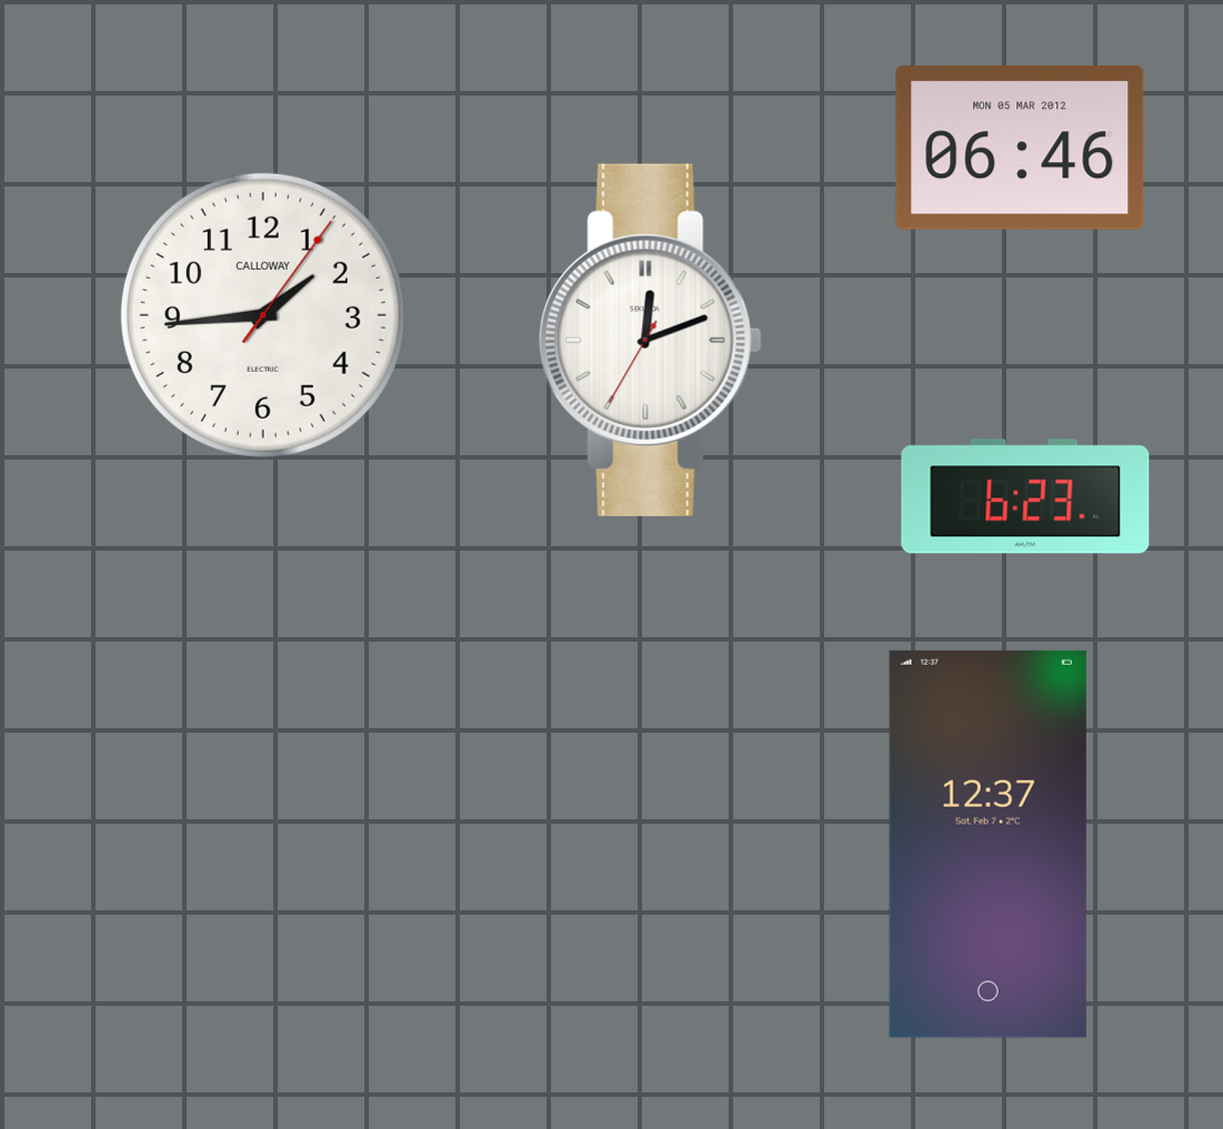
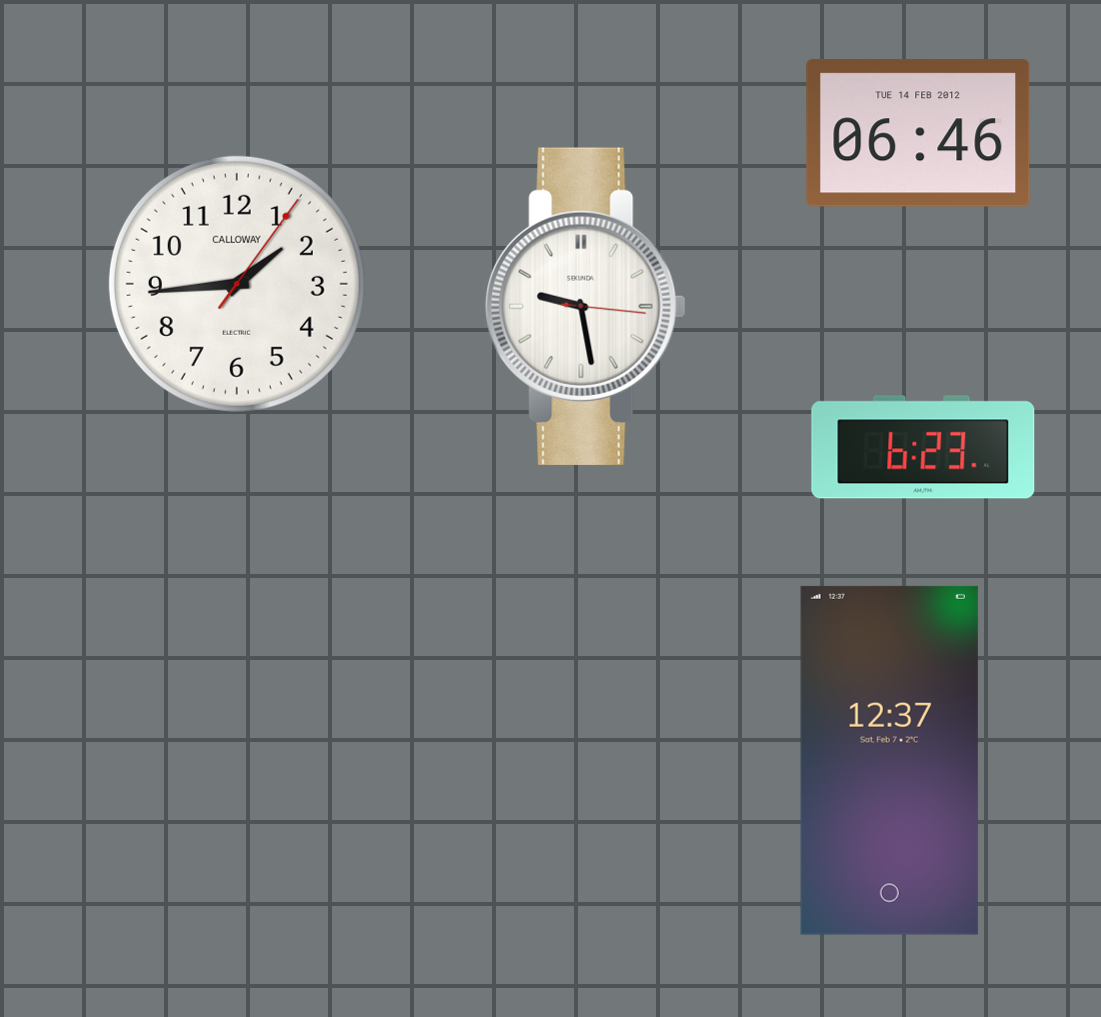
clock at (1020, 148) date: MON 05 MAR 2012 -> TUE 14 FEB 2012
clock at (651, 340): 12:11 -> 9:28
